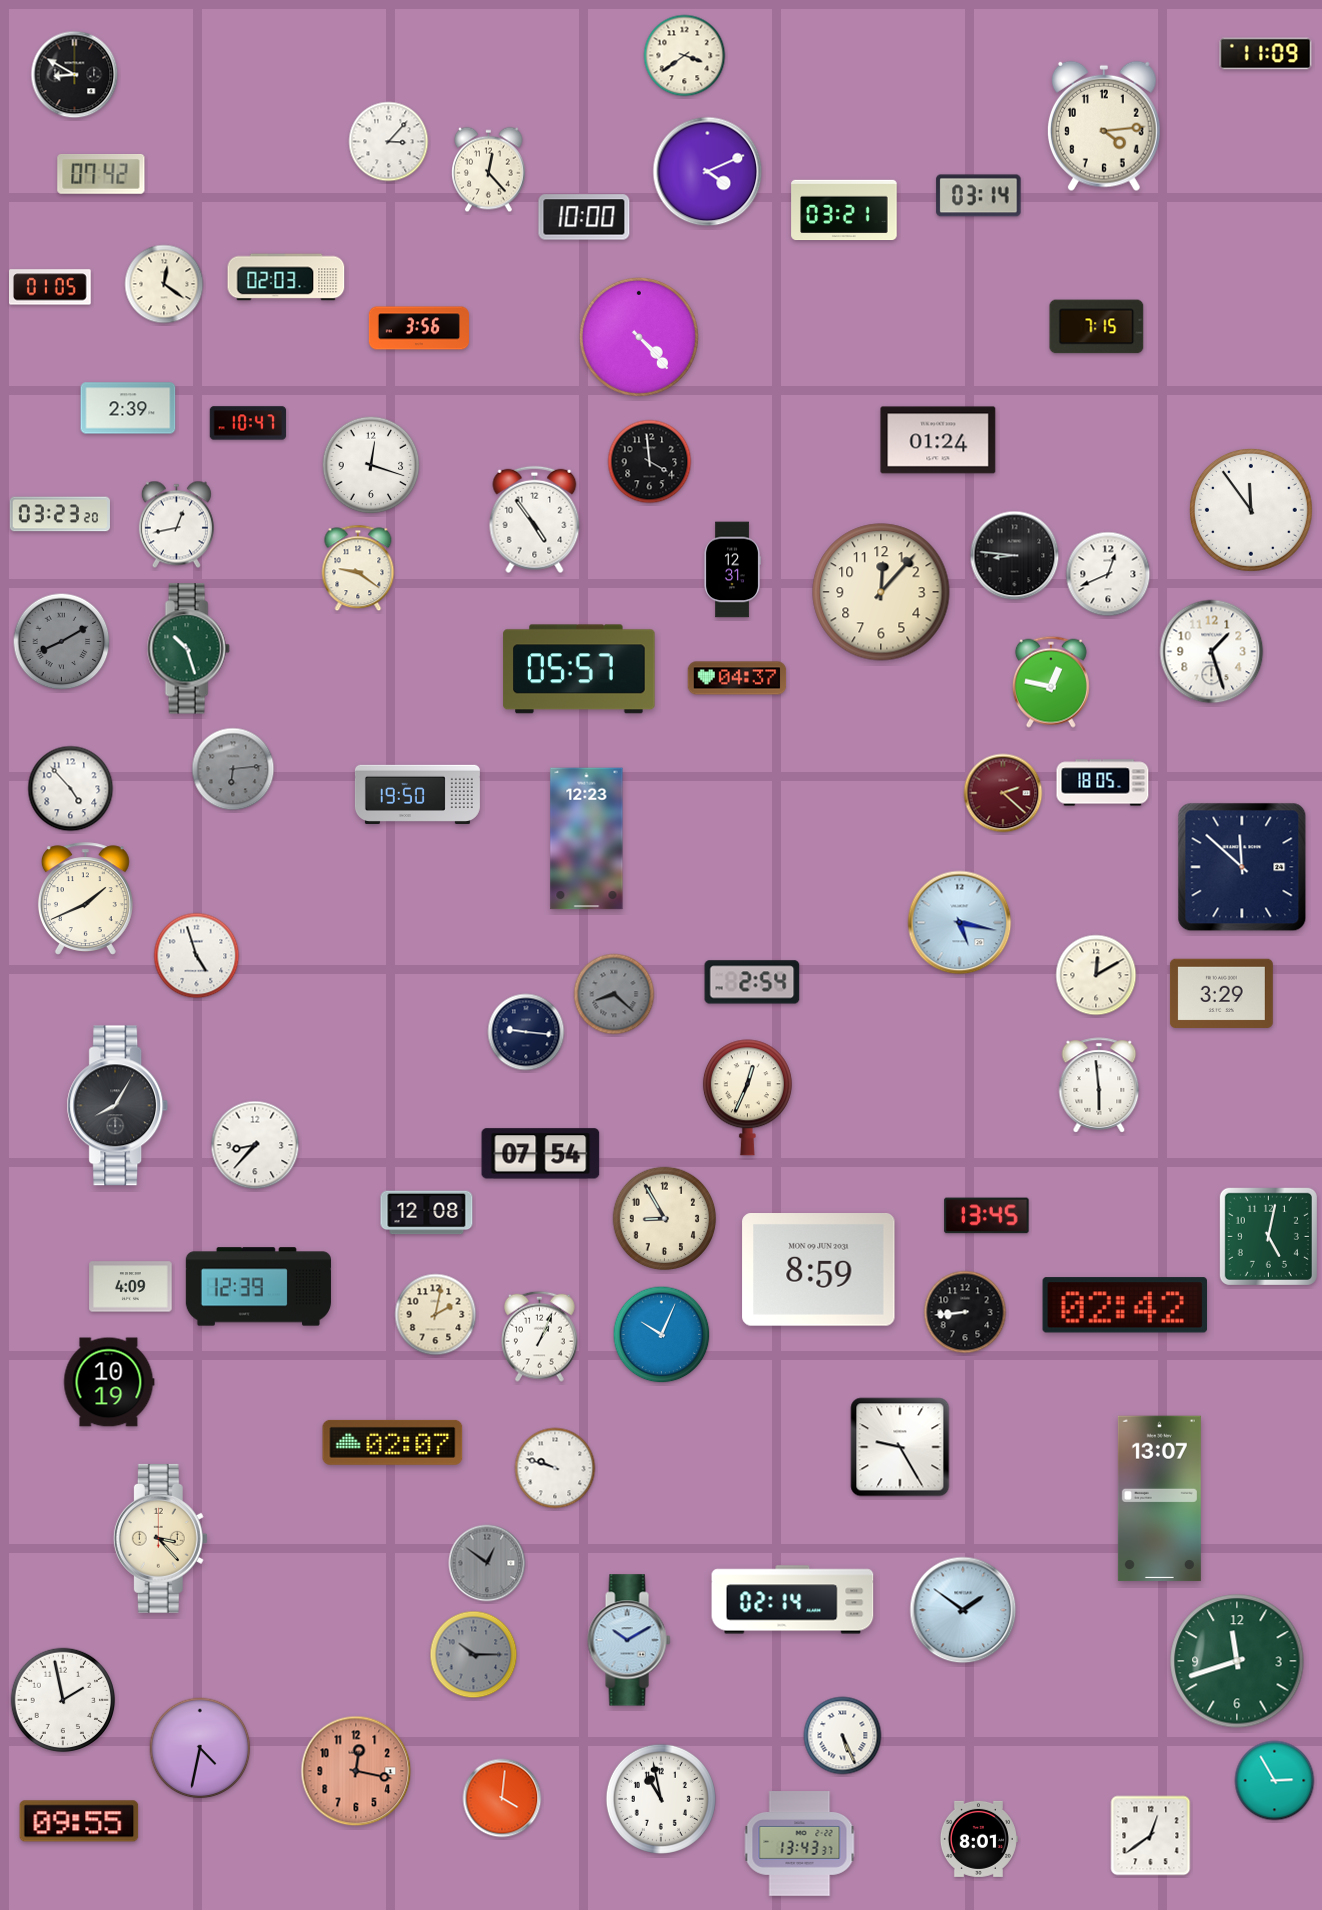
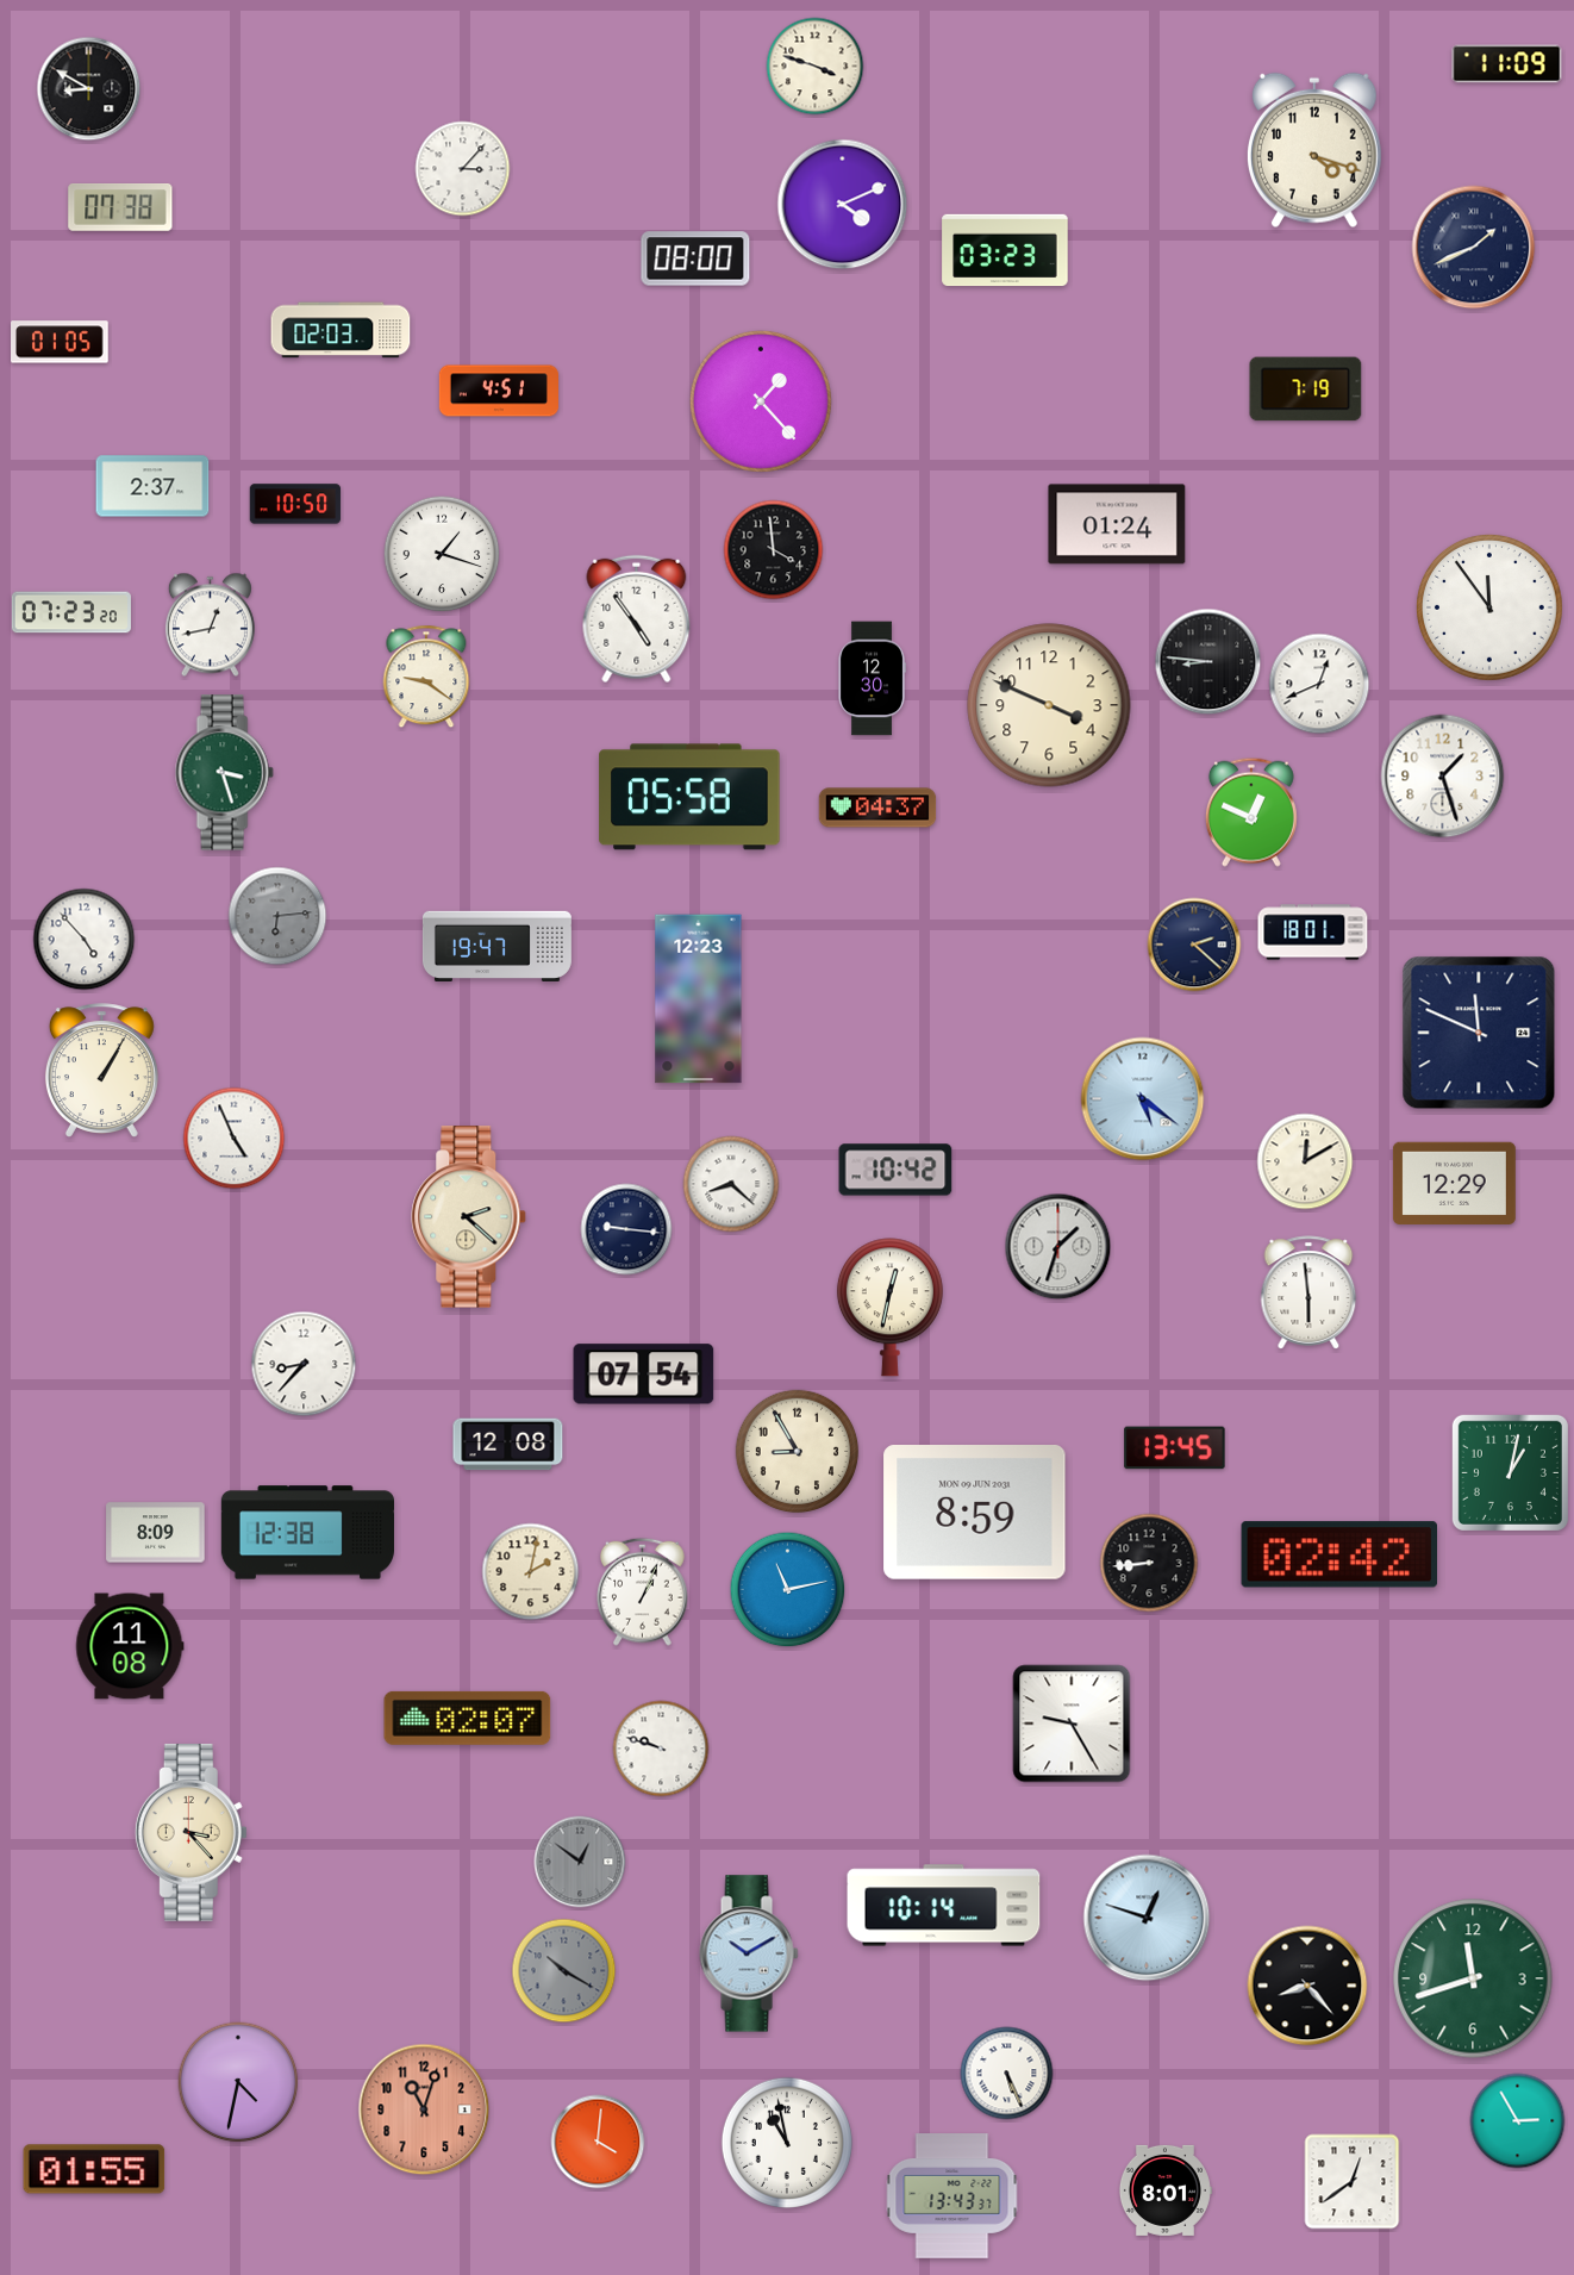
clock at (685, 56): 3:39 -> 3:48
clock at (1104, 126): 4:14 -> 4:18
clock at (489, 170): 12:23 -> none
clock at (101, 175): 07:42 -> 07:38
clock at (979, 196): 03:14 -> none
clock at (1474, 248): none -> 1:41
clock at (844, 210): 03:21 -> 03:23
clock at (584, 217): 10:00 -> 08:00
clock at (164, 284): 12:21 -> none
clock at (1097, 327): 7:15 -> 7:19
clock at (418, 328): 3:56 -> 4:51
clock at (639, 337): 4:23 -> 1:23
clock at (128, 408): 2:39 -> 2:37
clock at (248, 423): 10:47 -> 10:50
clock at (371, 465): 12:18 -> 1:18
clock at (60, 514): 03:23 -> 07:23
clock at (732, 570): 12:31 -> 12:30
clock at (881, 592): 12:07 -> 3:49
clock at (62, 642): 8:10 -> none
clock at (188, 649): 10:27 -> 3:27
clock at (579, 669): 05:57 -> 05:58
clock at (1051, 682): 12:47 -> 12:49
clock at (1103, 783): 18:05 -> 18:01
clock at (1003, 793) dial: burgundy -> navy
clock at (417, 794): 19:50 -> 19:47
clock at (1242, 867): 11:52 -> 11:49
clock at (85, 899): 1:41 -> 1:05
clock at (960, 923): 5:17 -> 5:21
clock at (197, 956): 4:57 -> 4:56
clock at (752, 982): 2:54 -> 10:42
clock at (1221, 993): 3:29 -> 12:29
clock at (614, 994) dial: grey -> white
clock at (469, 1217): none -> 2:22
clock at (1058, 1247): none -> 1:33
clock at (747, 1098): 12:34 -> 12:32
clock at (118, 1106): 8:05 -> none
clock at (665, 1219) position: (665, 1219) -> (798, 1452)
clock at (1268, 1236): 5:02 -> 1:02
clock at (131, 1287): 4:09 -> 8:09
clock at (258, 1287): 12:39 -> 12:38
clock at (436, 1315) position: (436, 1315) -> (531, 1572)
clock at (662, 1335): 10:04 -> 11:13
clock at (109, 1382): 10:19 -> 11:08
clock at (1159, 1499): 13:07 -> none
clock at (793, 1600): 02:14 -> 10:14
clock at (963, 1610): 1:51 -> 12:48
clock at (474, 1655): 10:15 -> 10:20
clock at (1307, 1986): none -> 8:23
clock at (63, 1700): 1:58 -> none
clock at (843, 1736) position: (843, 1736) -> (1007, 2074)
clock at (356, 1771): 12:17 -> 11:03
clock at (79, 1821): 09:55 -> 01:55
clock at (1151, 1836) position: (1151, 1836) -> (1353, 2182)
